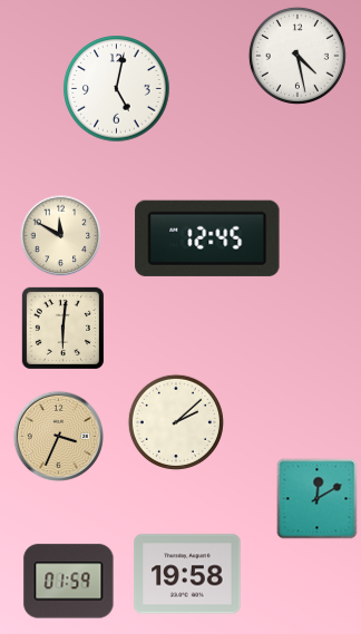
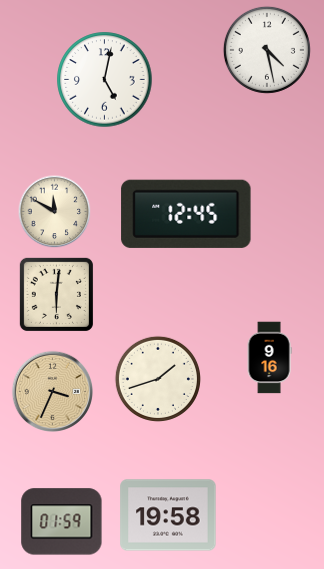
clock at (269, 358): none -> 9:16
clock at (176, 422): 2:08 -> 1:42
clock at (318, 499): 12:10 -> none
